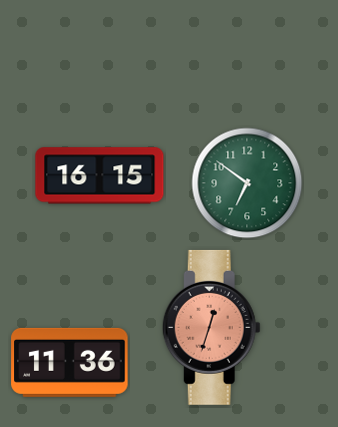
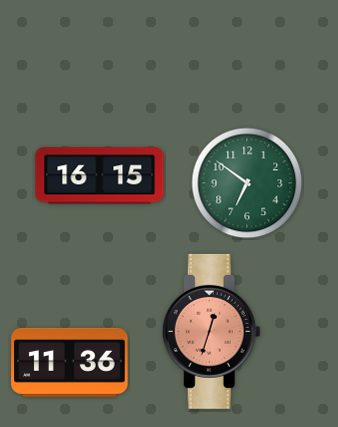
clock at (211, 327) position: (211, 327) -> (211, 331)
